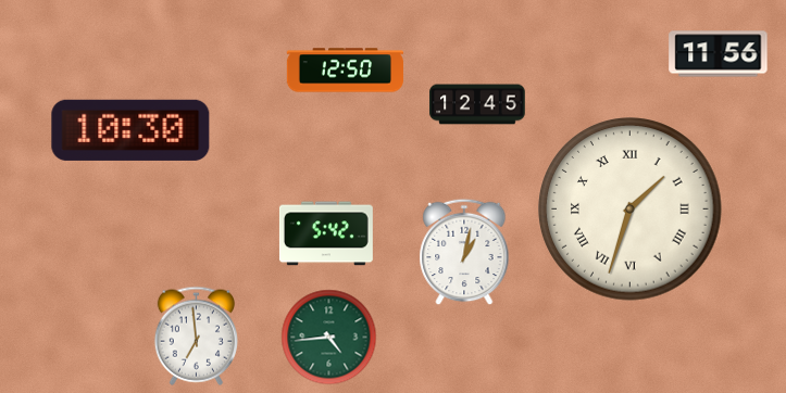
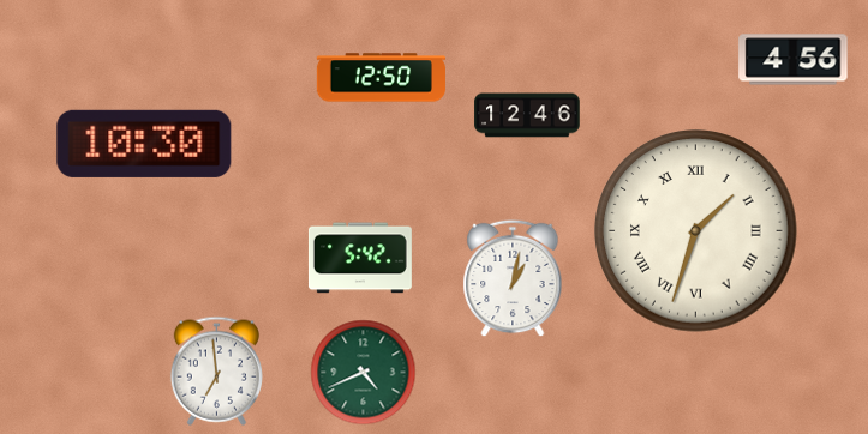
clock at (719, 54): 11:56 -> 4:56
clock at (477, 104): 12:45 -> 12:46
clock at (329, 338): 4:44 -> 4:41
